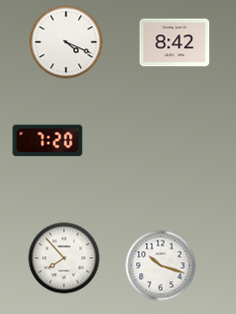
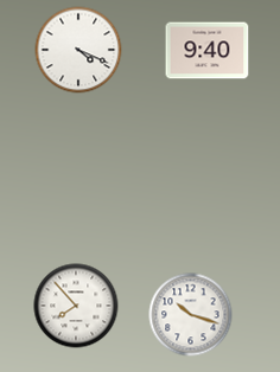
clock at (175, 43): 8:42 -> 9:40
clock at (48, 141): 7:20 -> none
